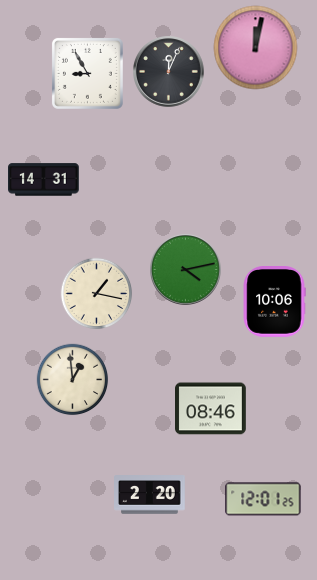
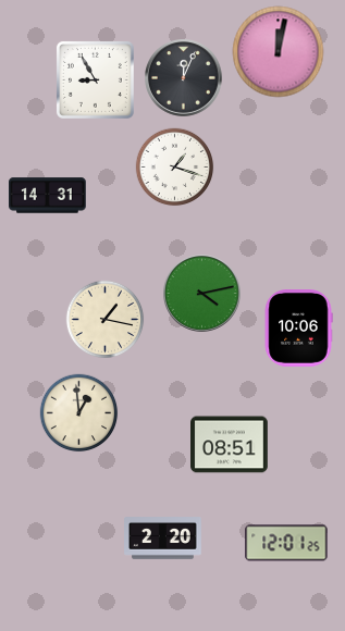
clock at (175, 168): none -> 1:18
clock at (211, 409): 08:46 -> 08:51
